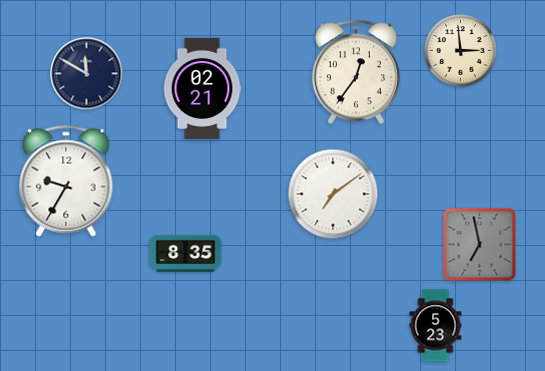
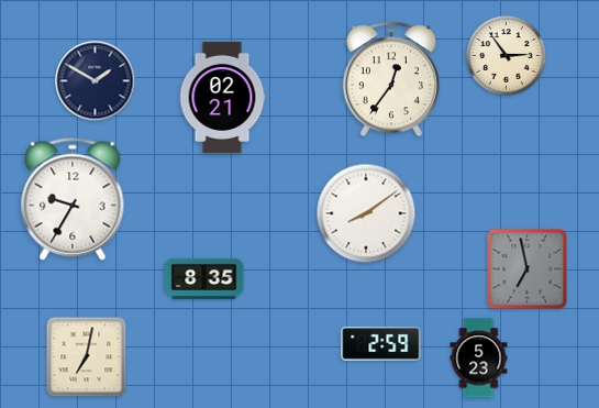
clock at (461, 51): 2:59 -> 2:54
clock at (87, 74): 11:50 -> 1:50
clock at (333, 194): 7:09 -> 8:09
clock at (381, 344): none -> 2:59
clock at (87, 357): none -> 7:02
